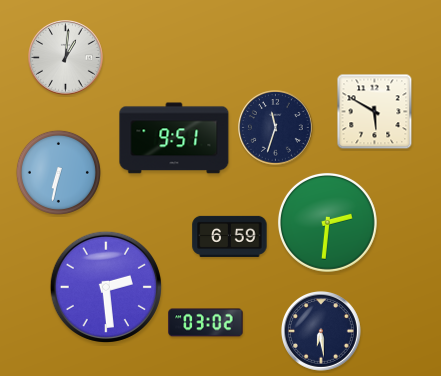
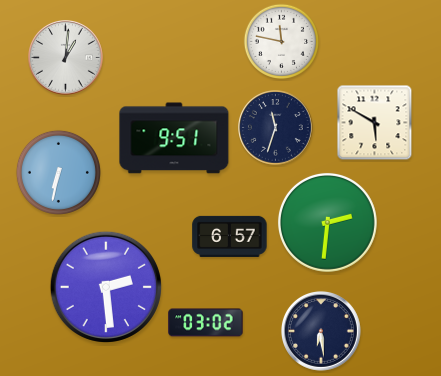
clock at (281, 41): none -> 11:47
clock at (375, 112) position: (375, 112) -> (375, 123)
clock at (230, 236): 6:59 -> 6:57
